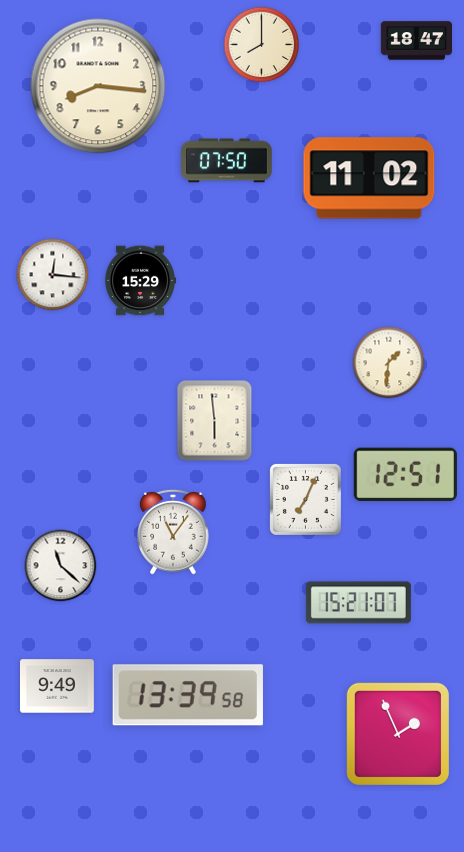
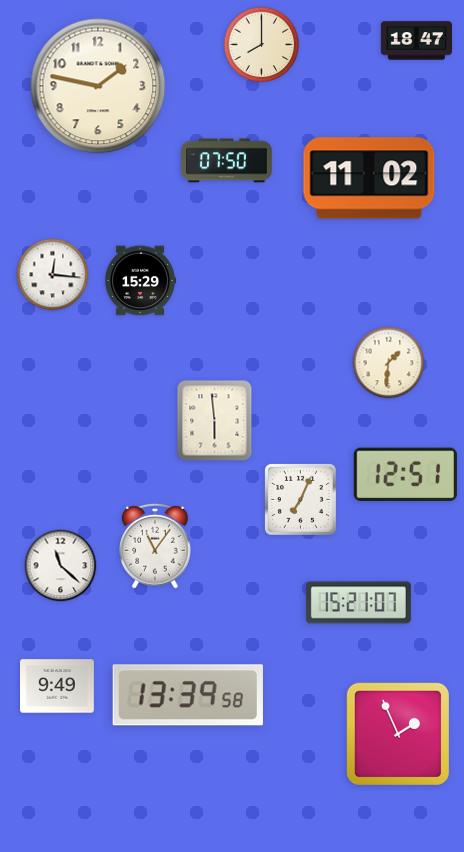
clock at (98, 86): 8:16 -> 1:47
clock at (305, 499) position: (305, 499) -> (300, 499)
clock at (173, 532) position: (173, 532) -> (155, 546)
